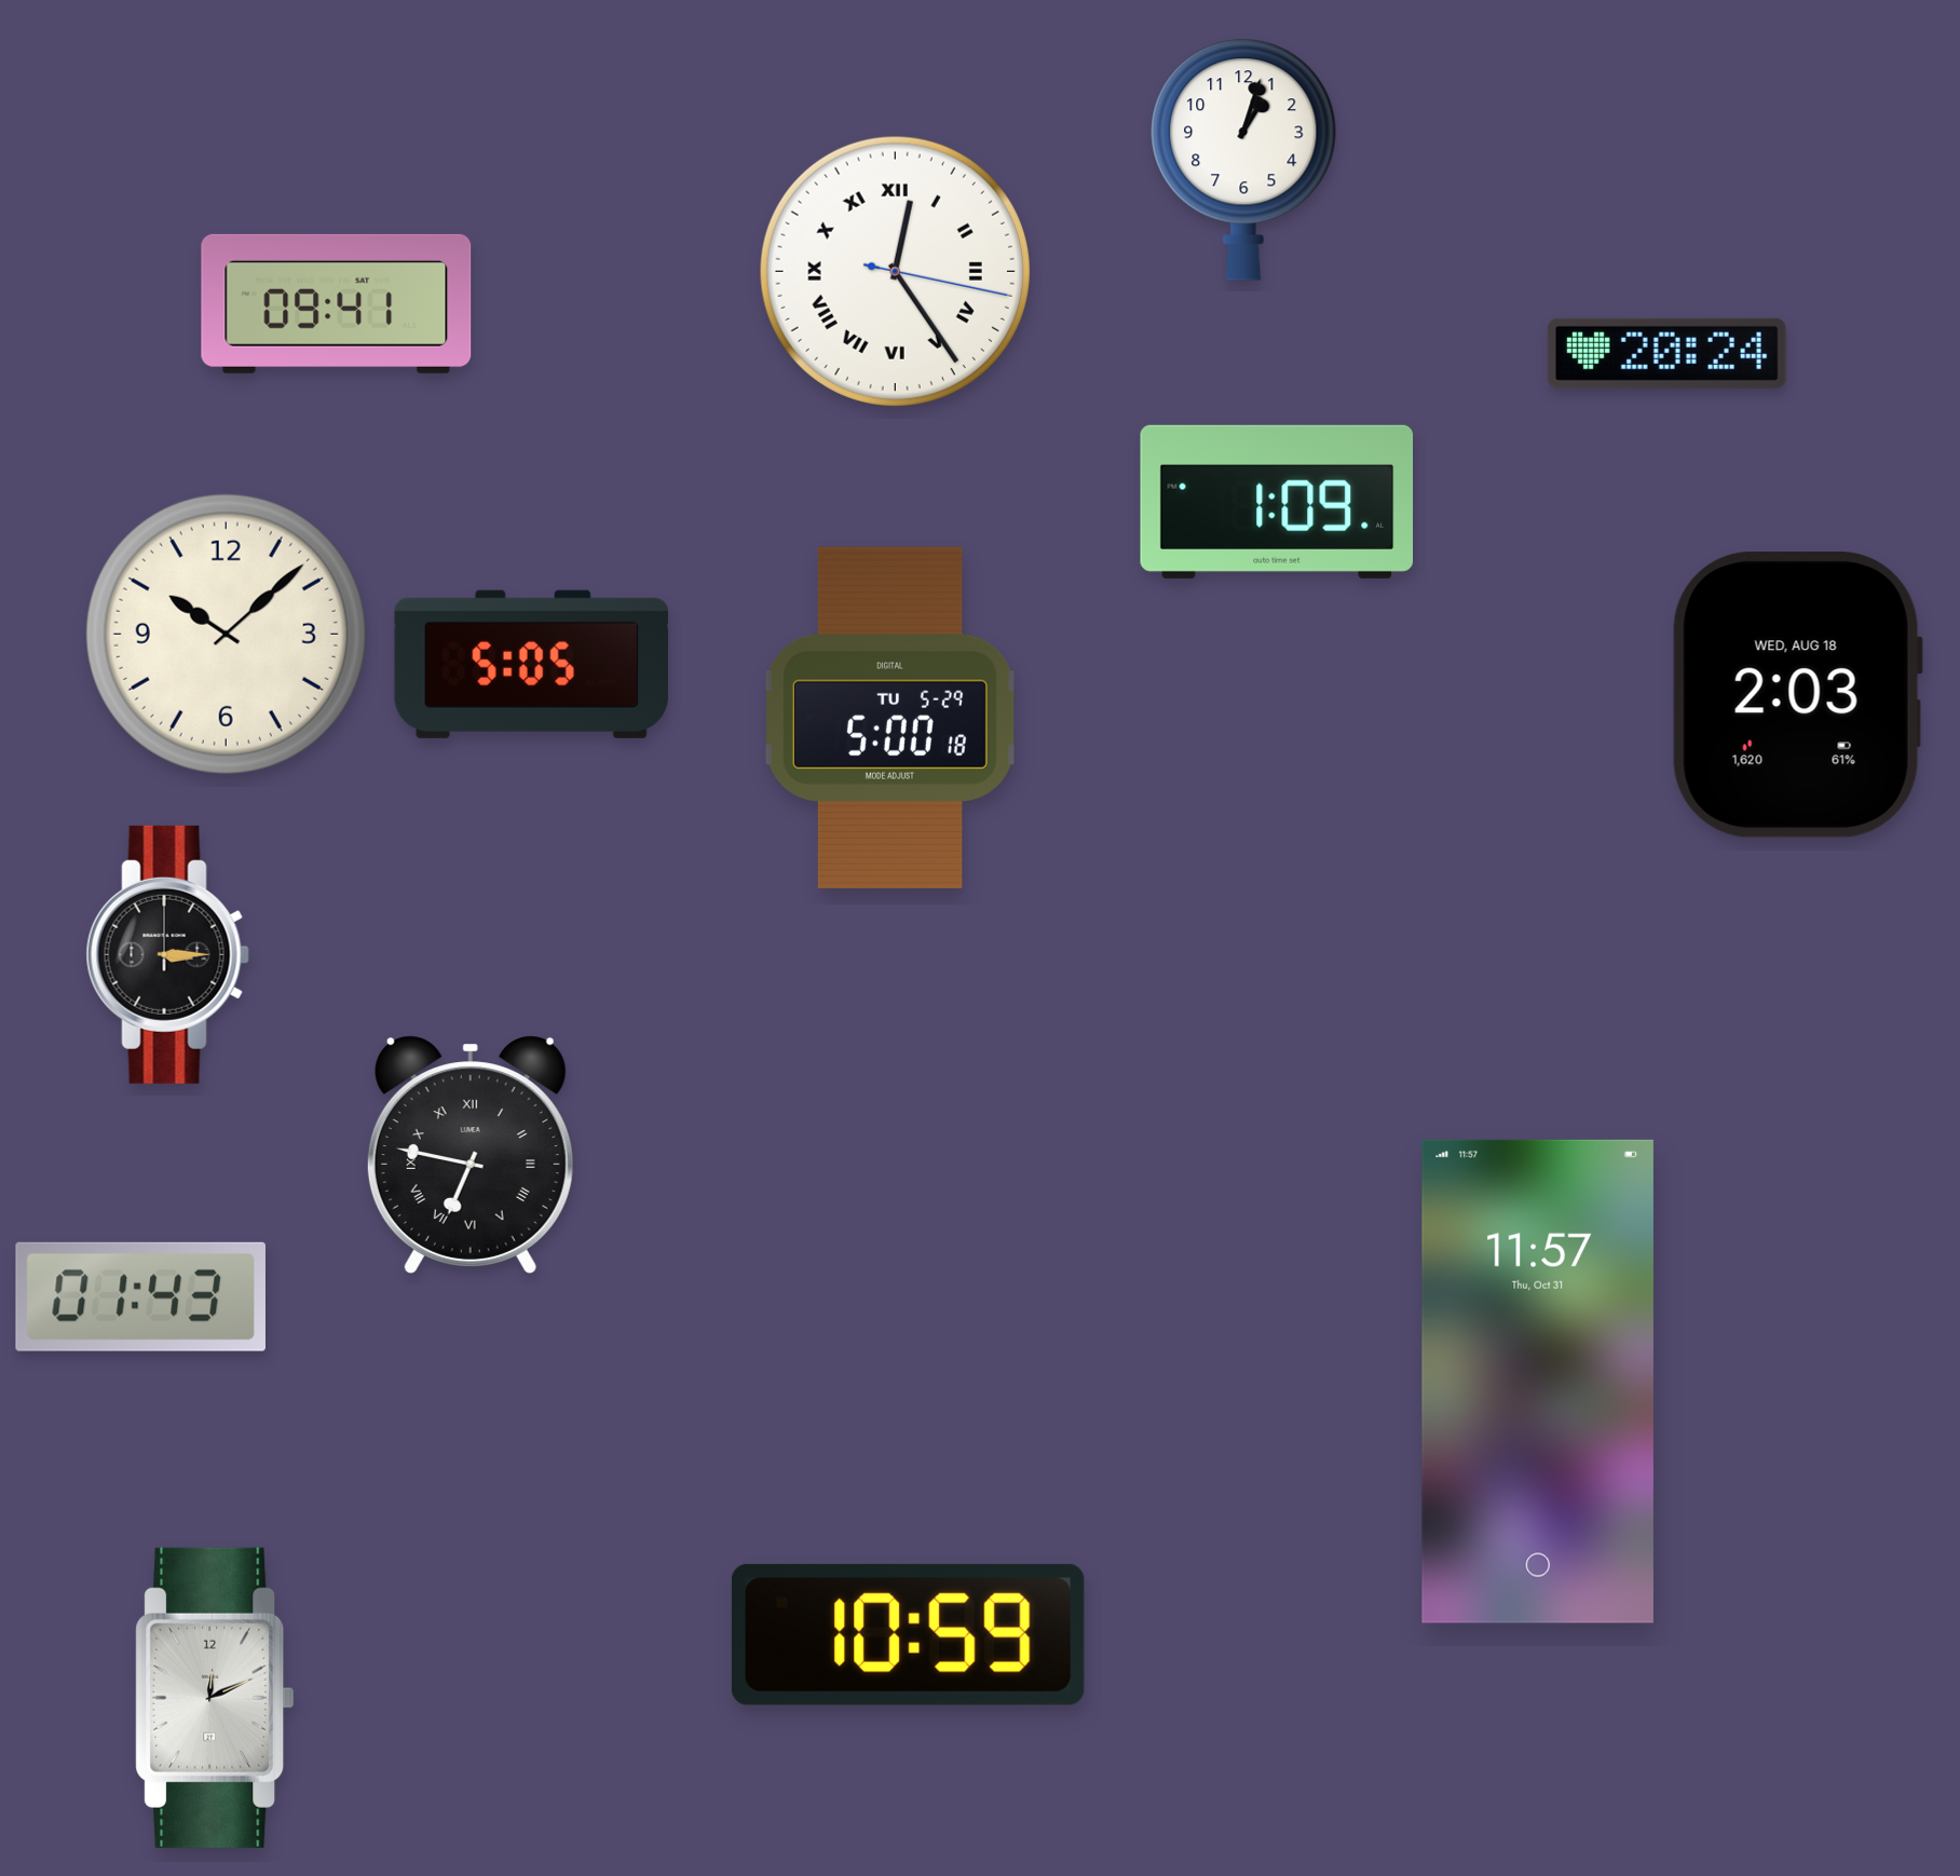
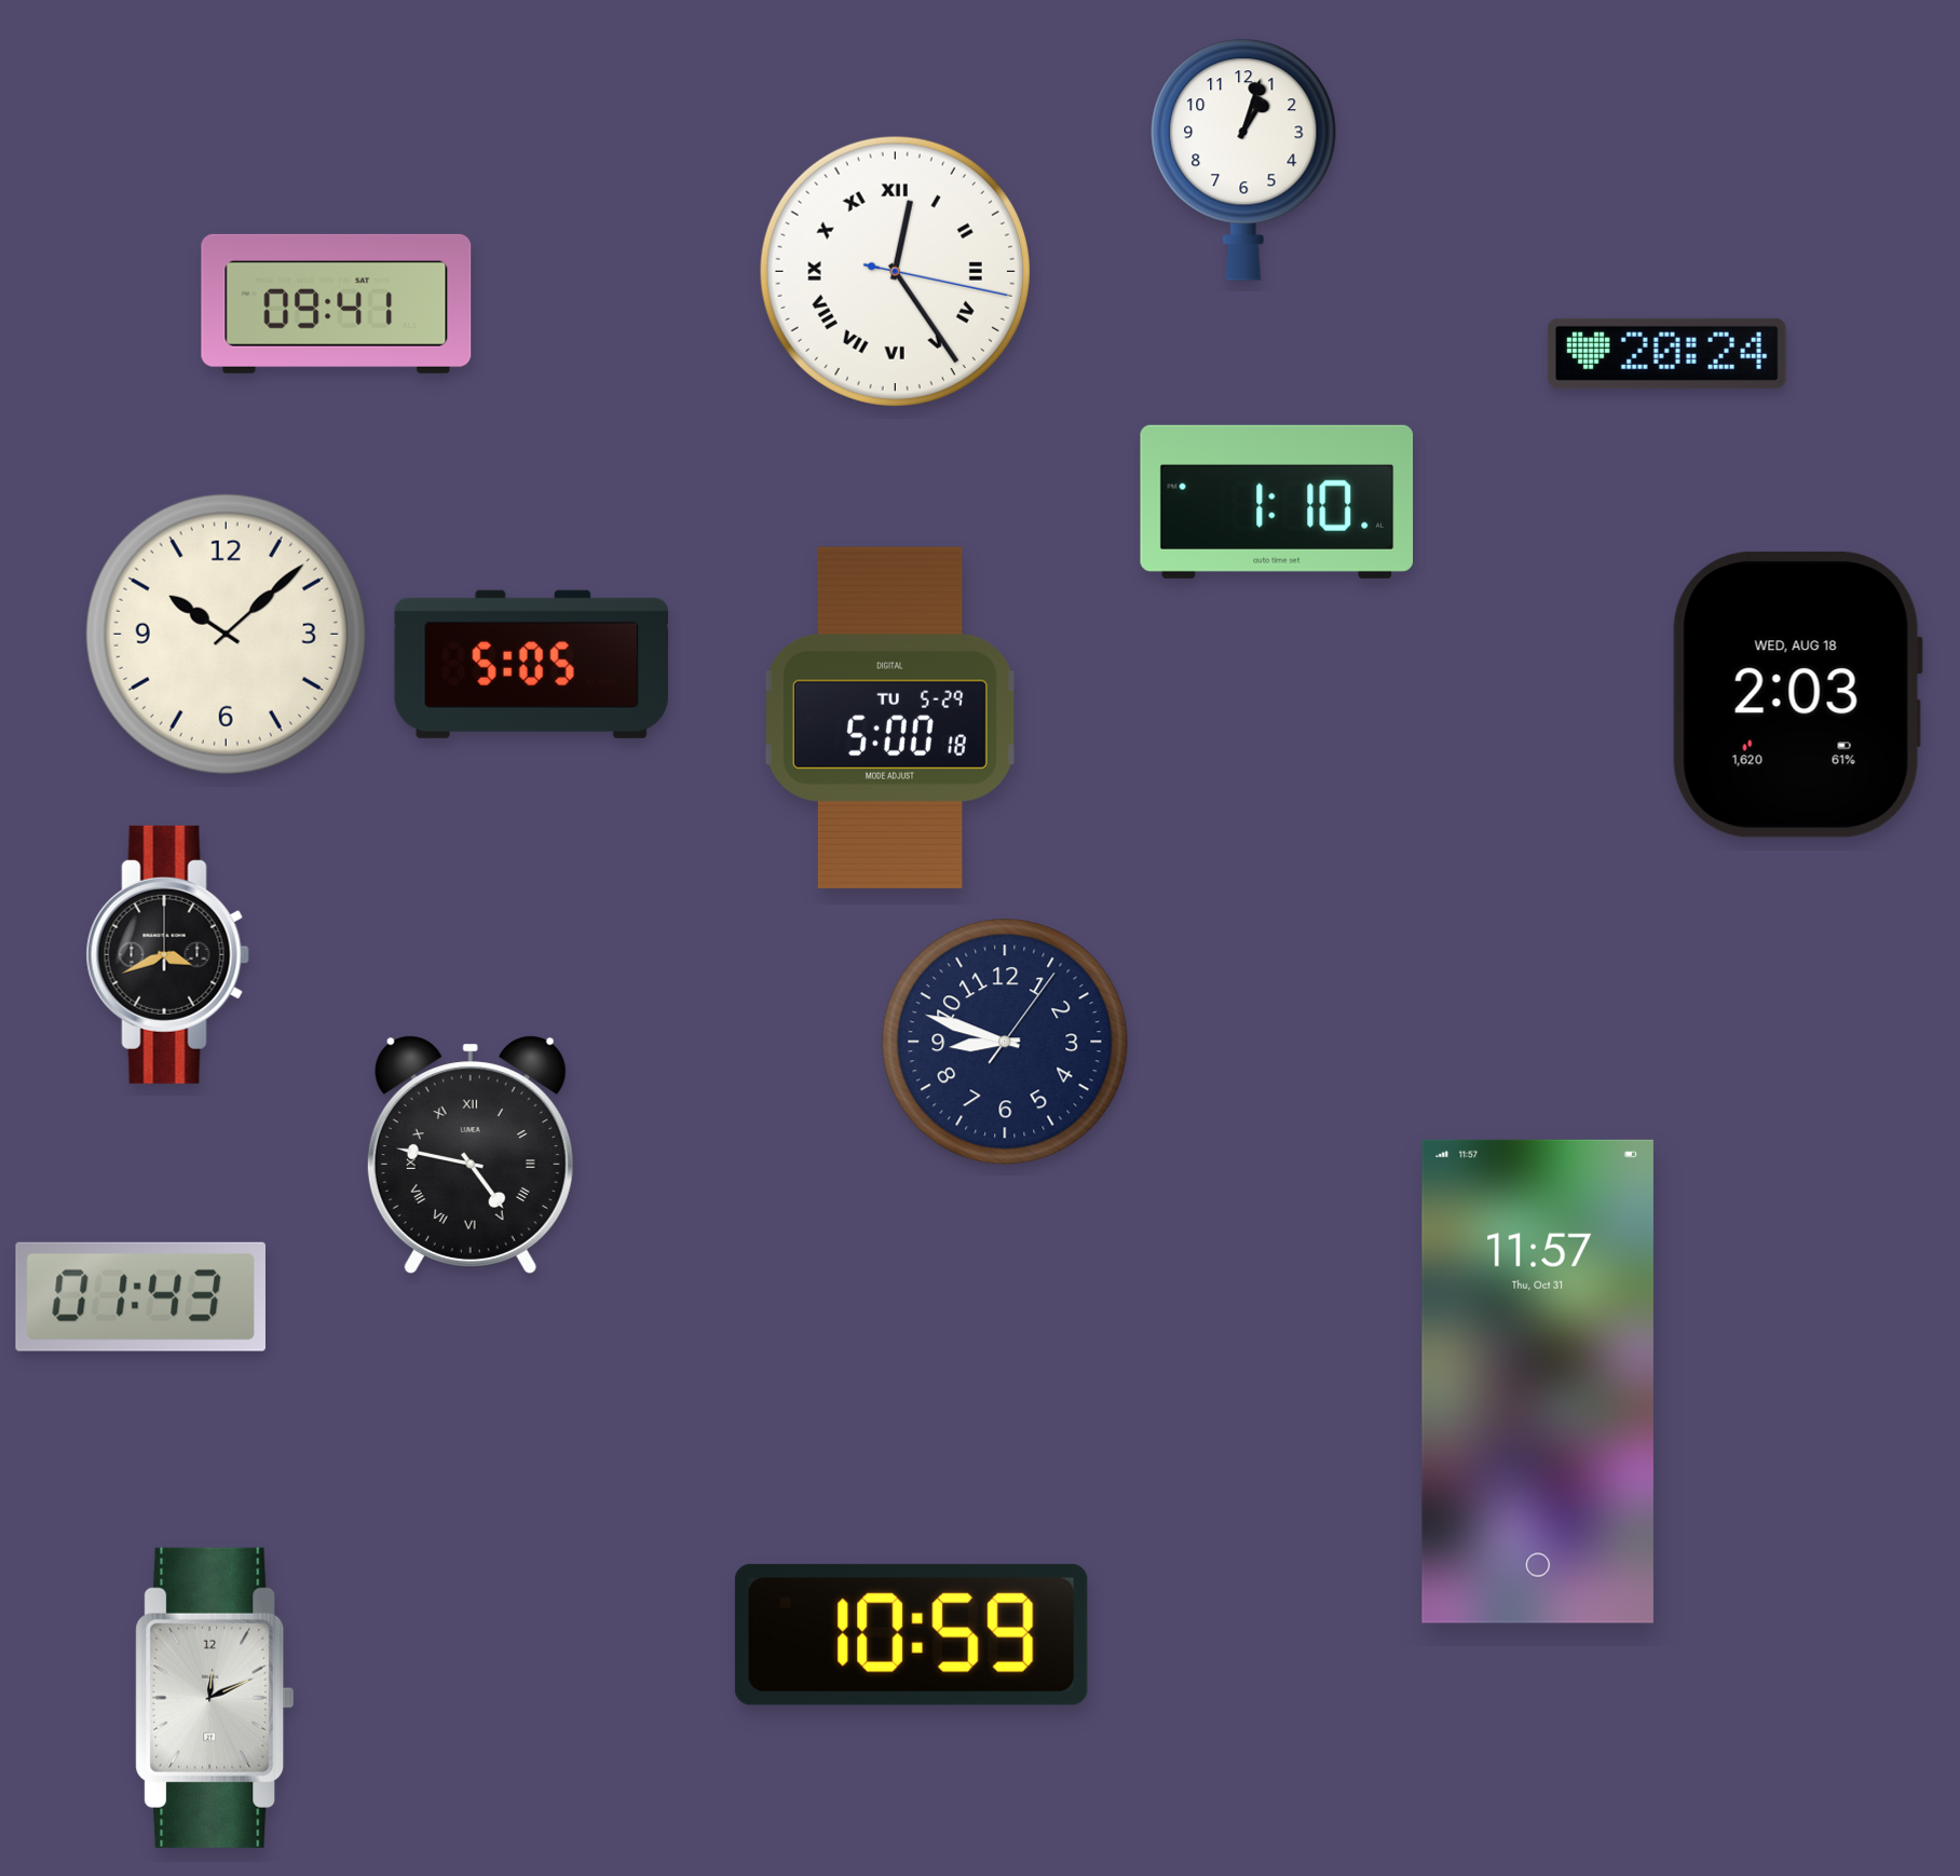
clock at (1277, 502): 1:09 -> 1:10
clock at (167, 954): 3:15 -> 3:41
clock at (1005, 1042): none -> 8:48
clock at (471, 1155): 6:47 -> 4:47
clock at (908, 1634) position: (908, 1634) -> (911, 1634)
